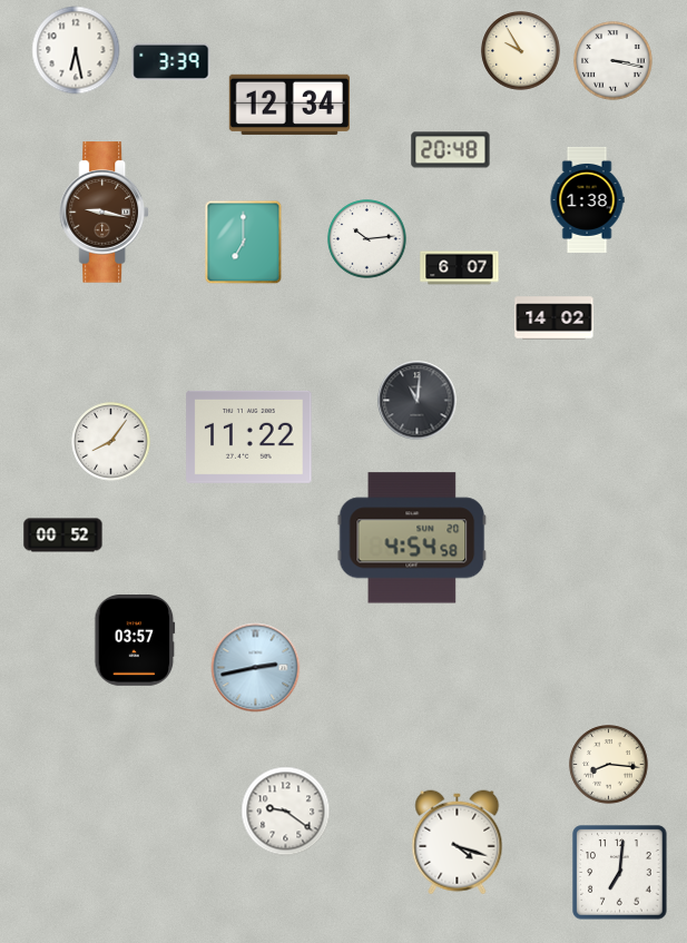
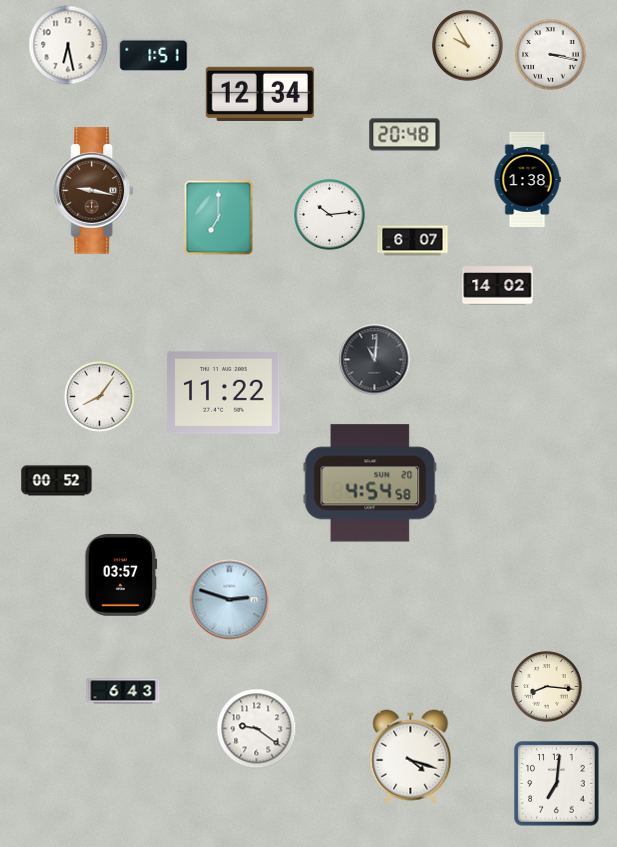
clock at (171, 61): 3:39 -> 1:51
clock at (256, 668): 2:43 -> 2:48
clock at (123, 691): none -> 6:43
